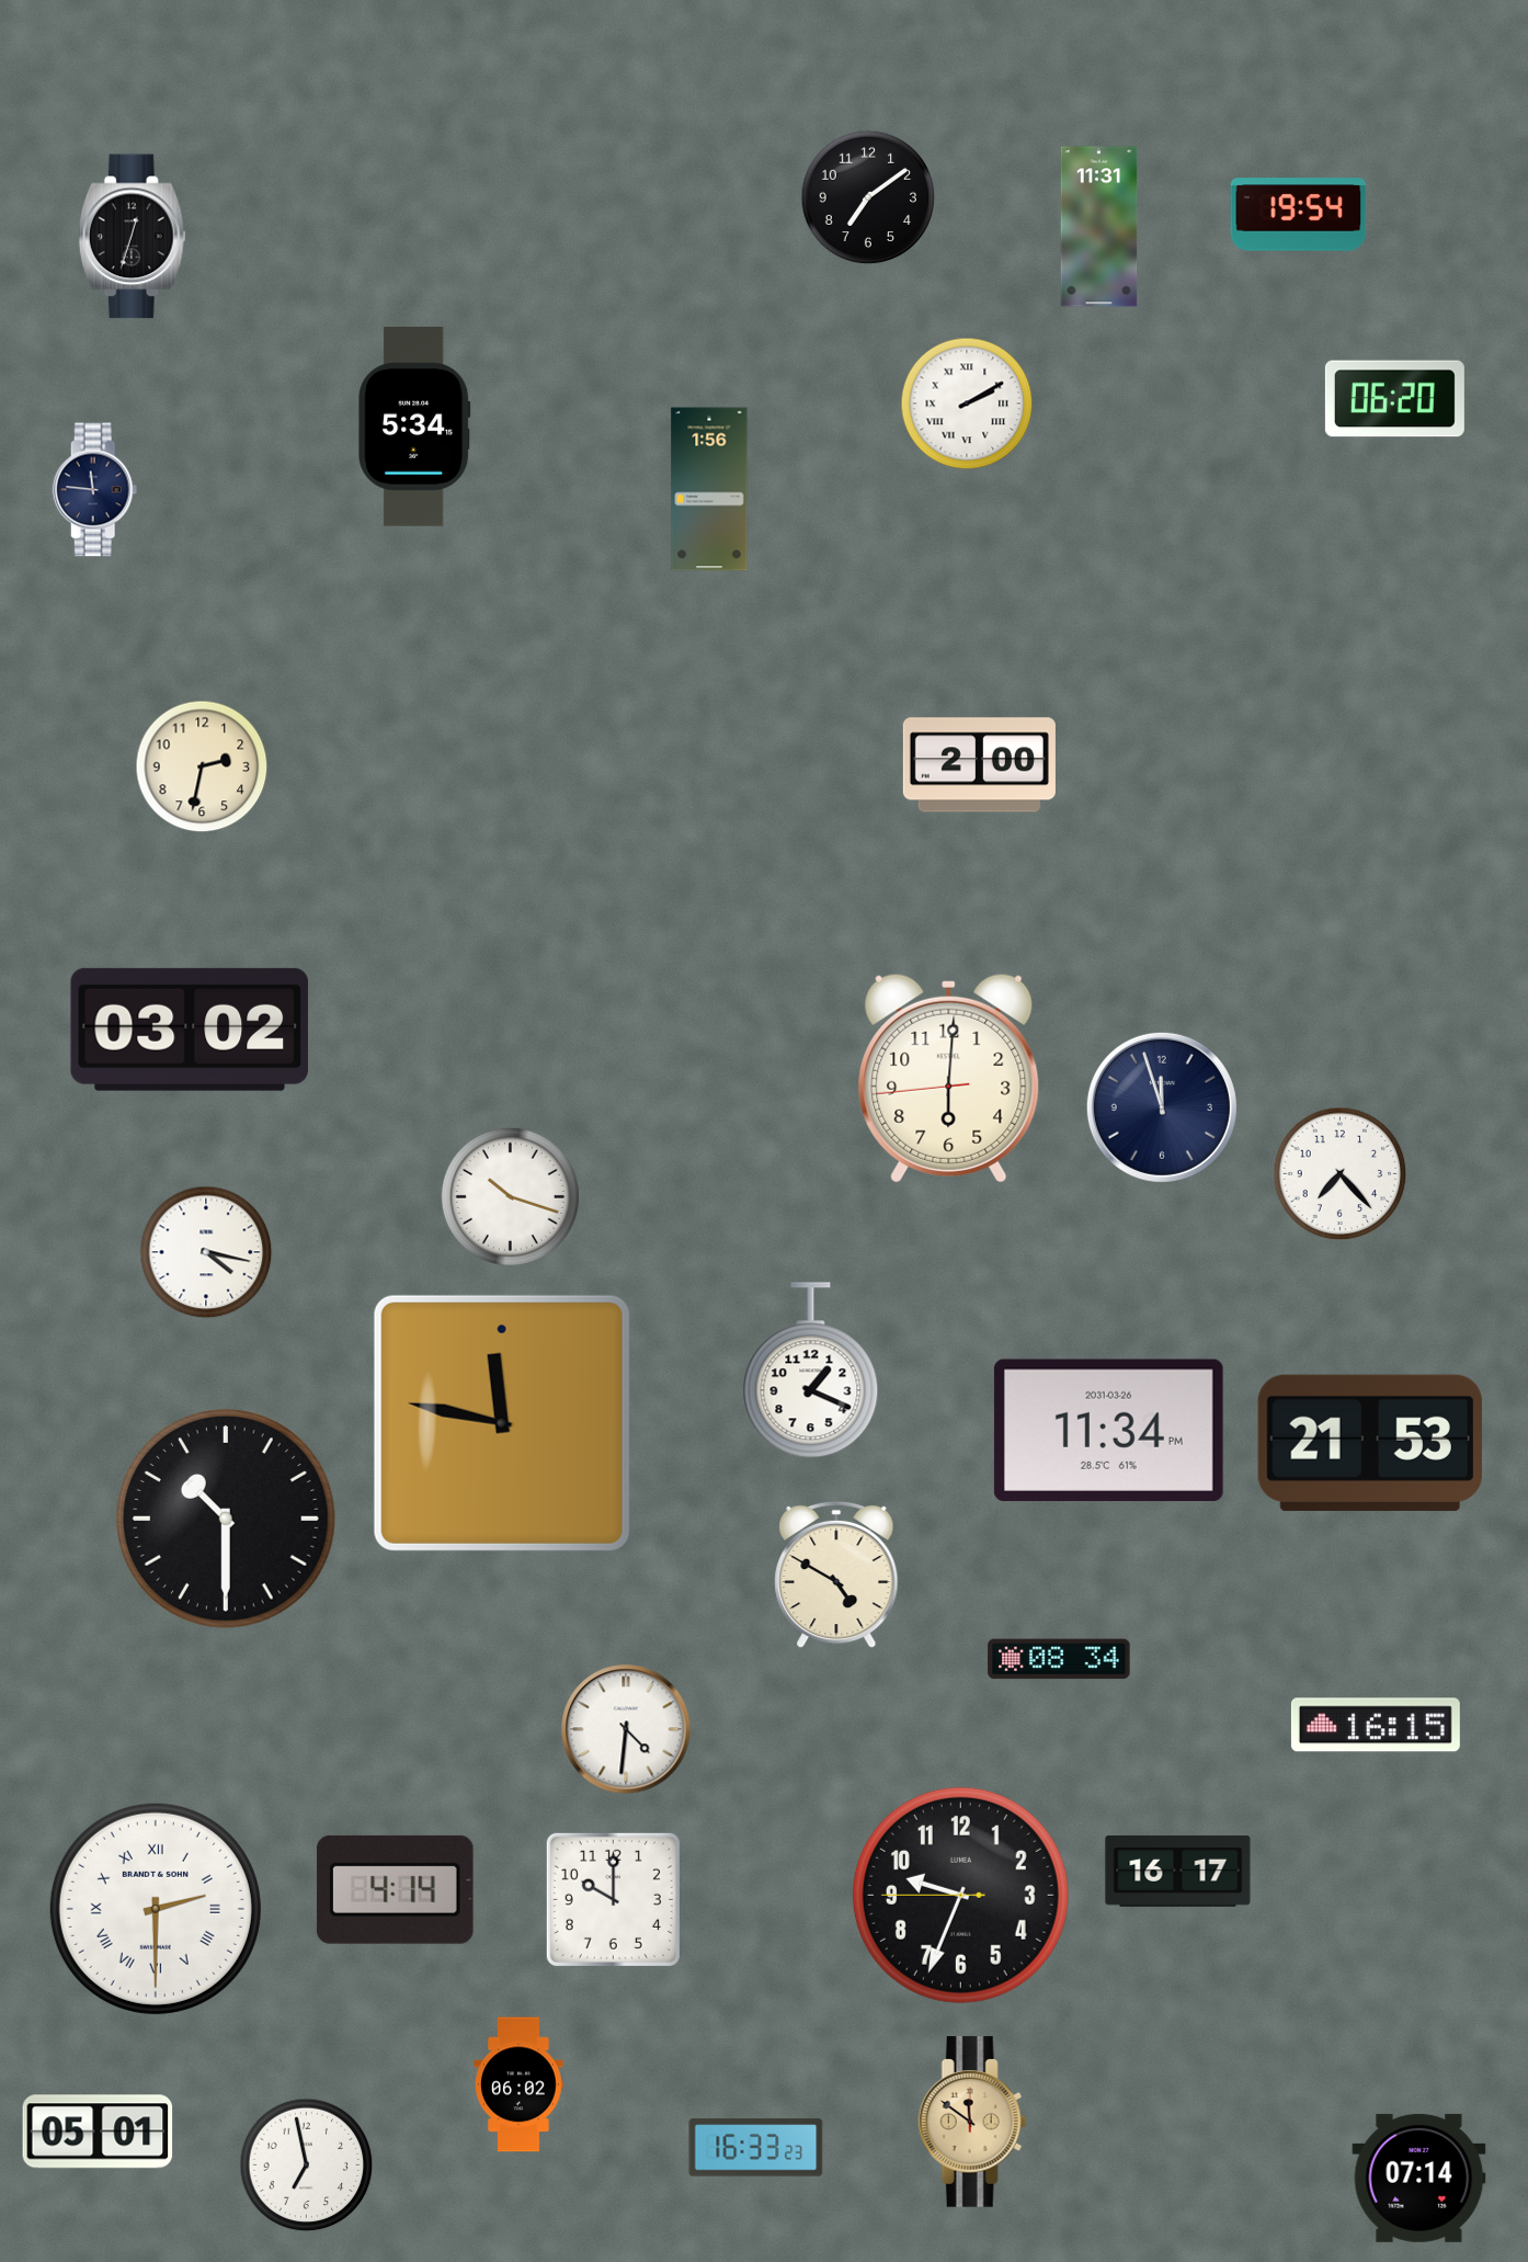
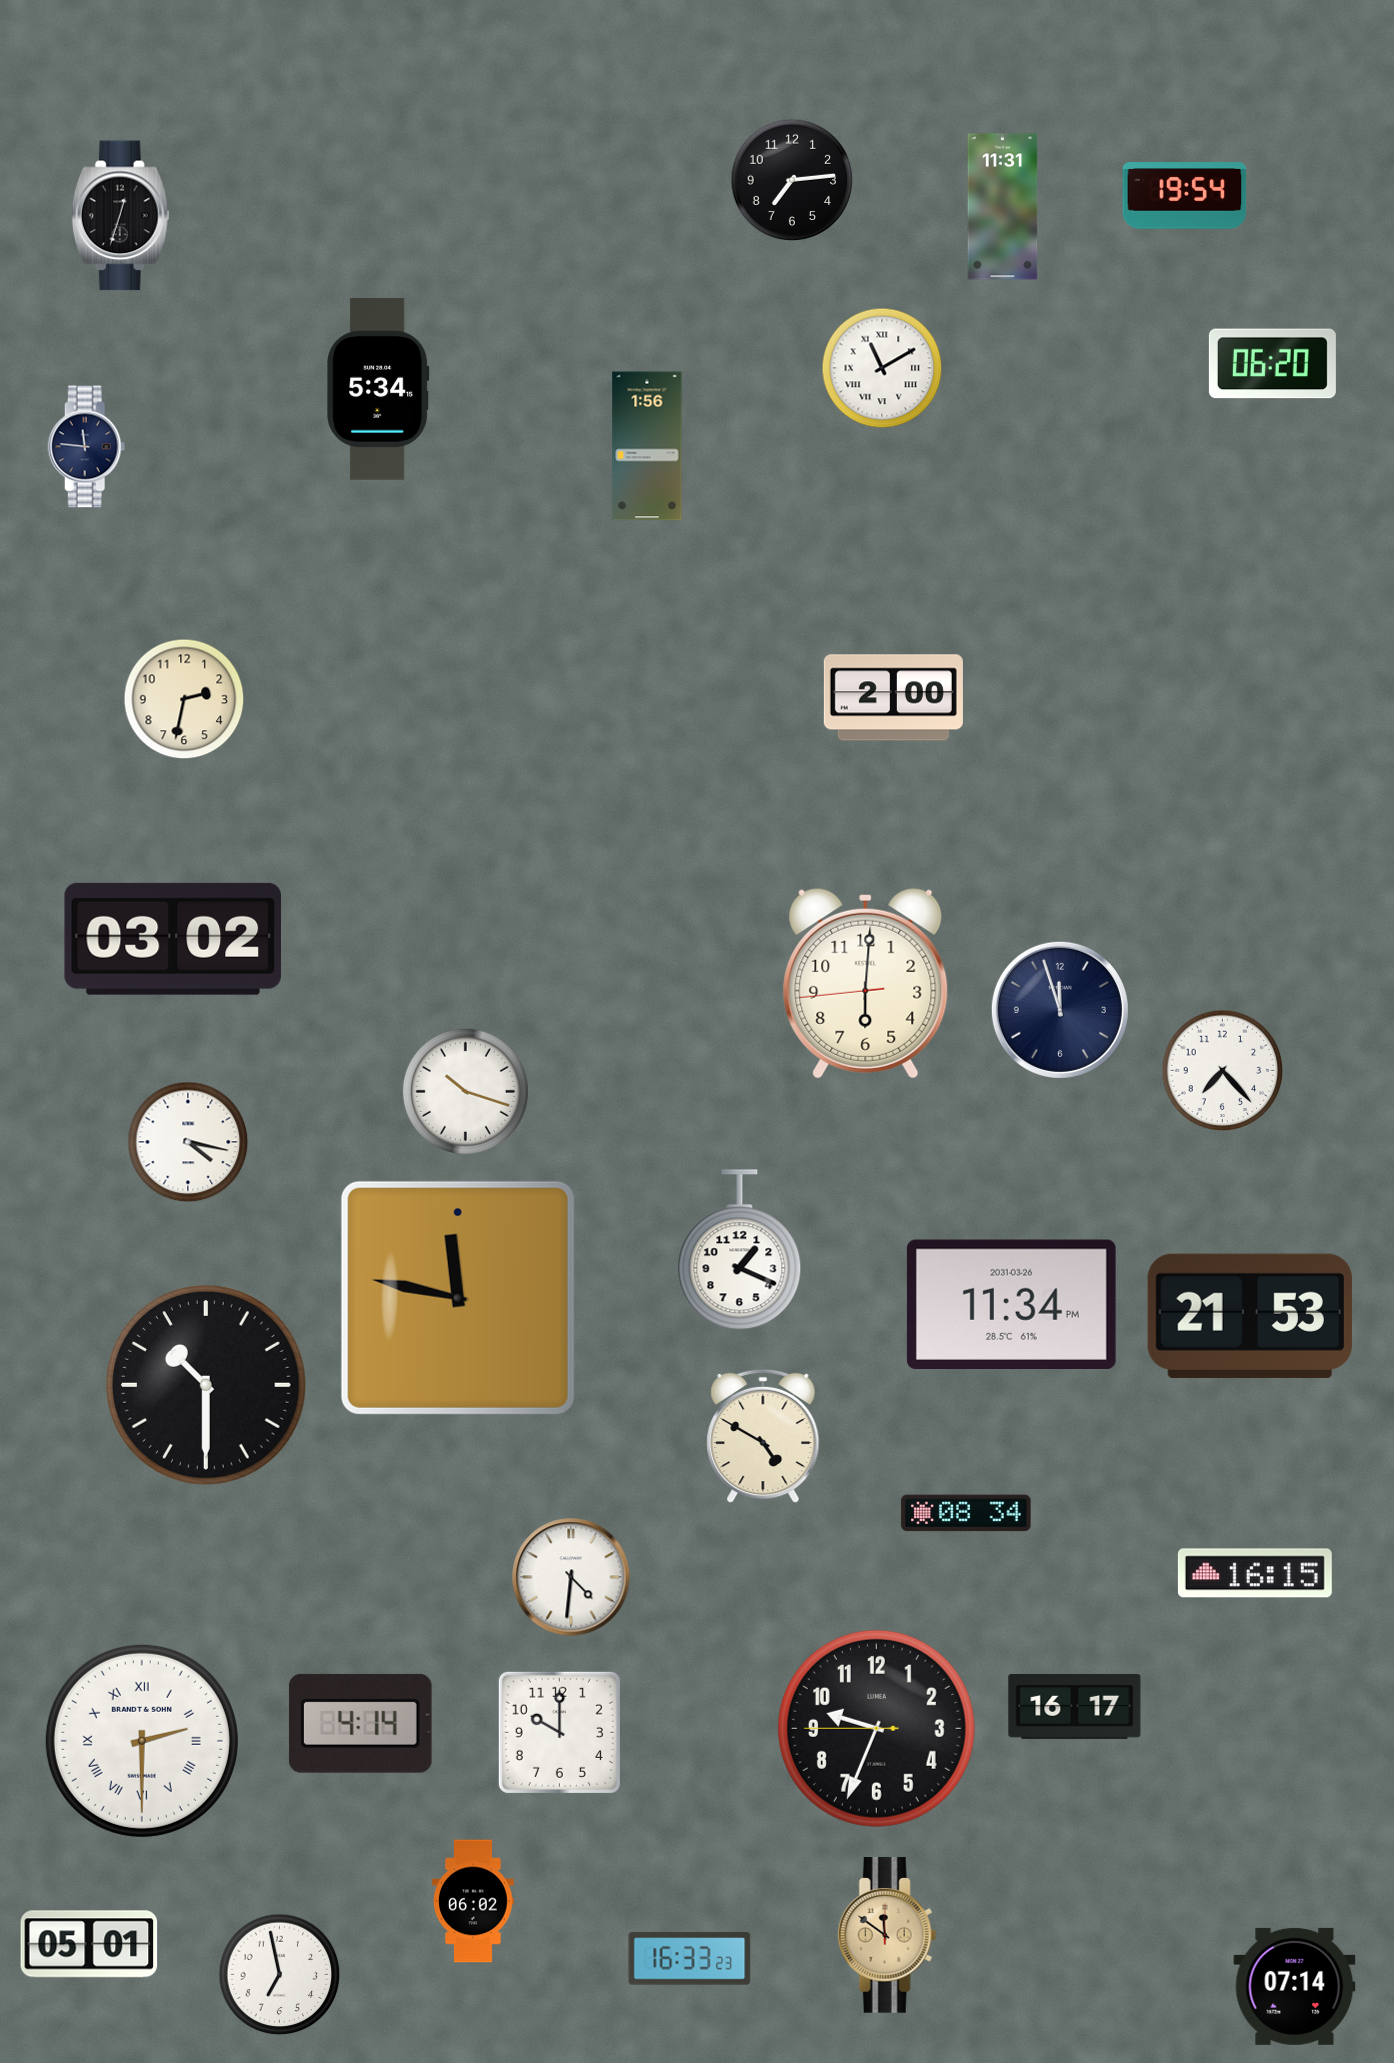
clock at (868, 197): 7:09 -> 7:14
clock at (967, 403): 2:10 -> 11:10
